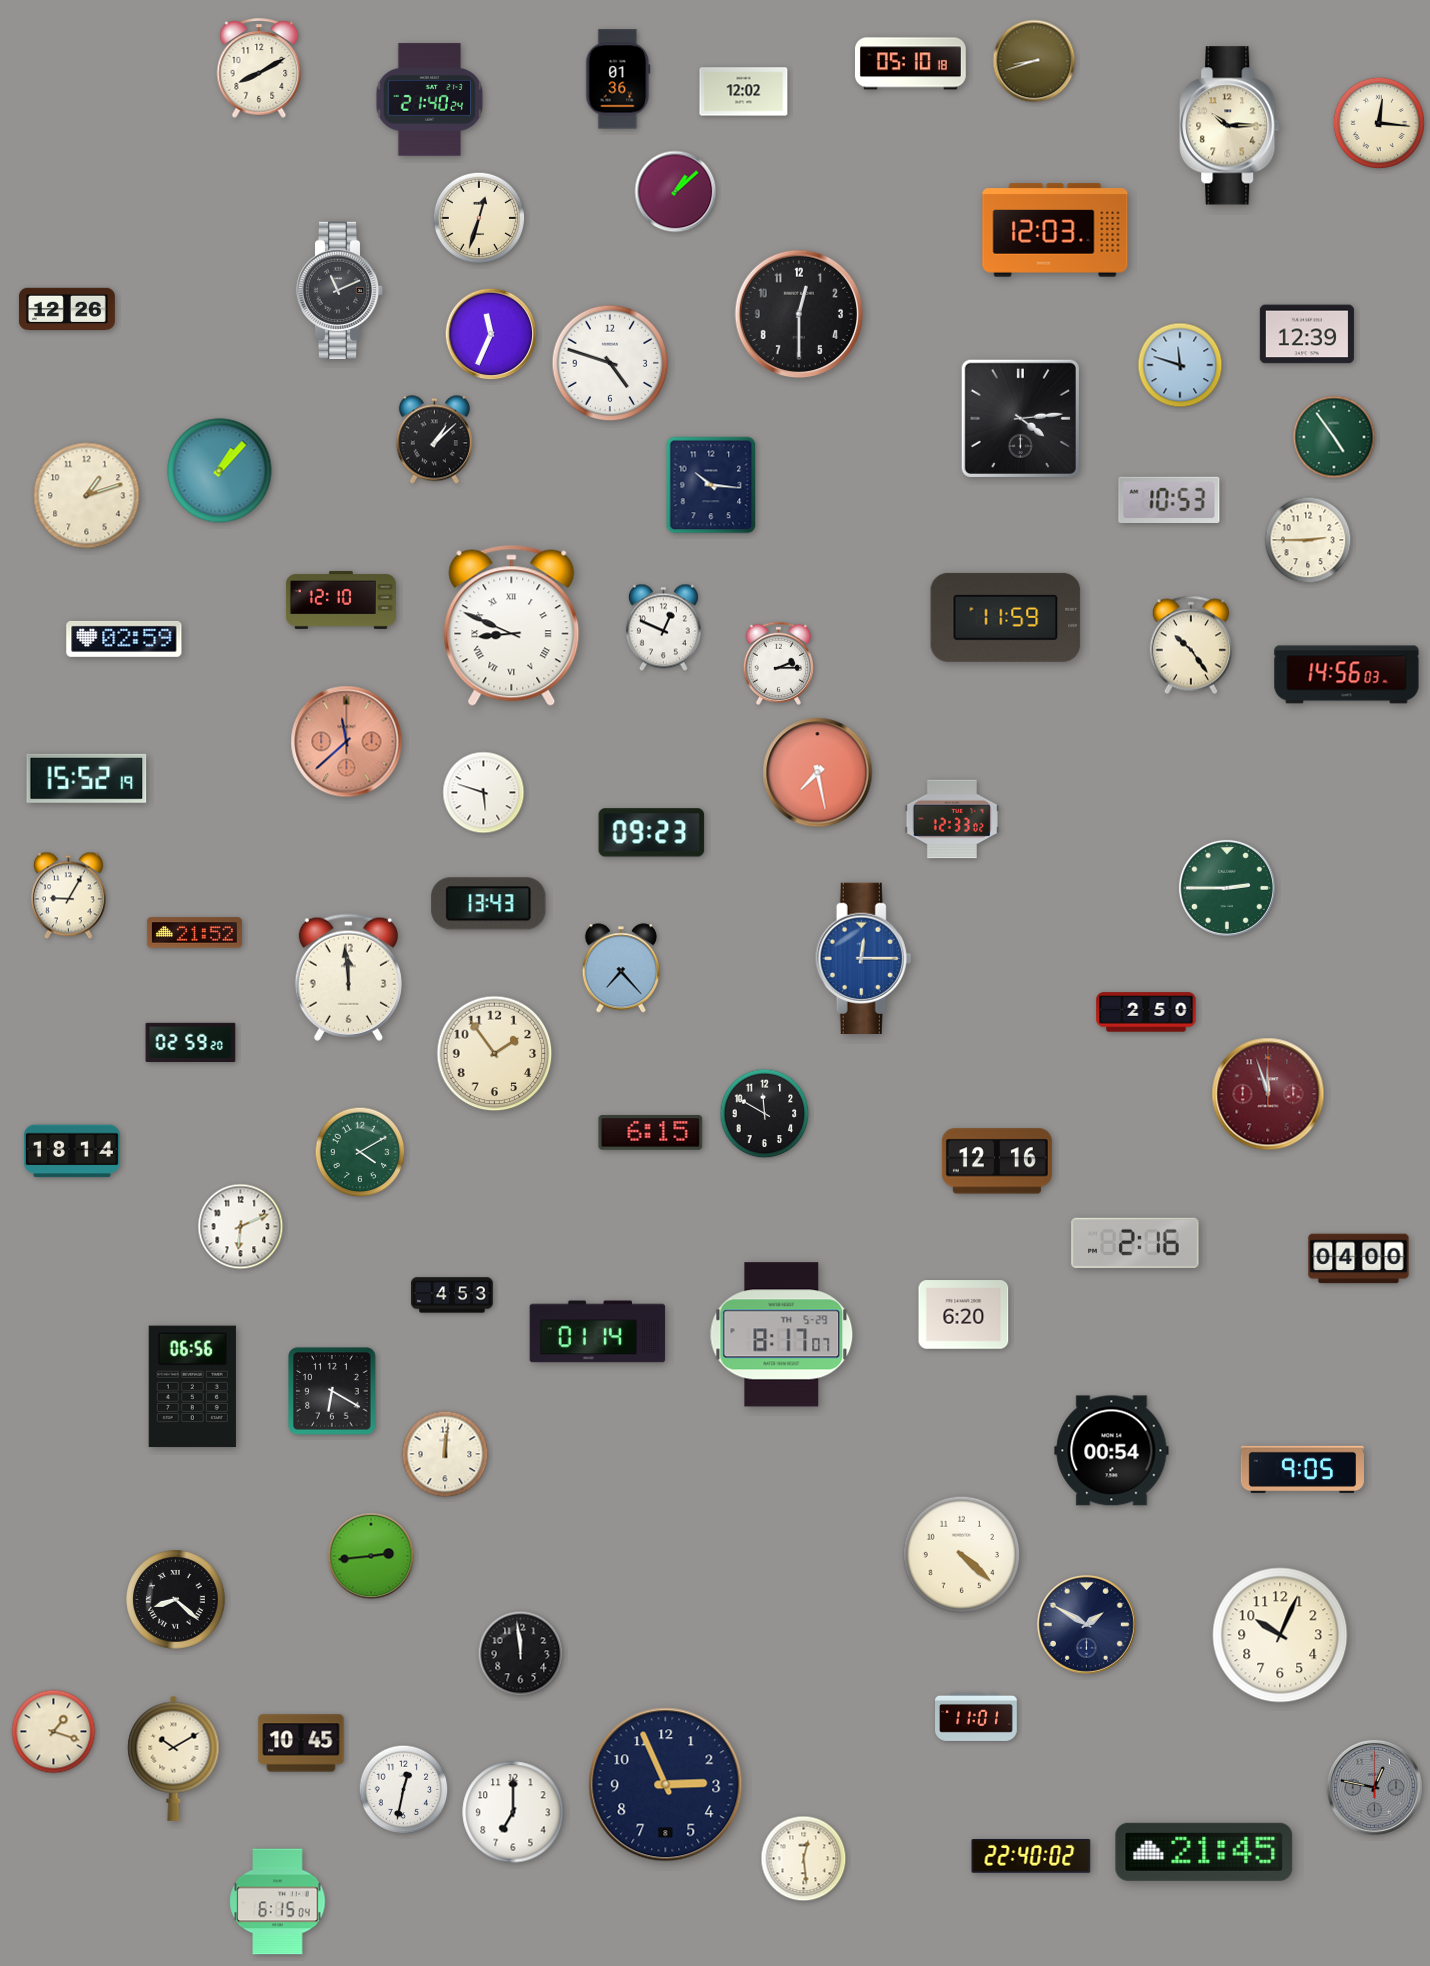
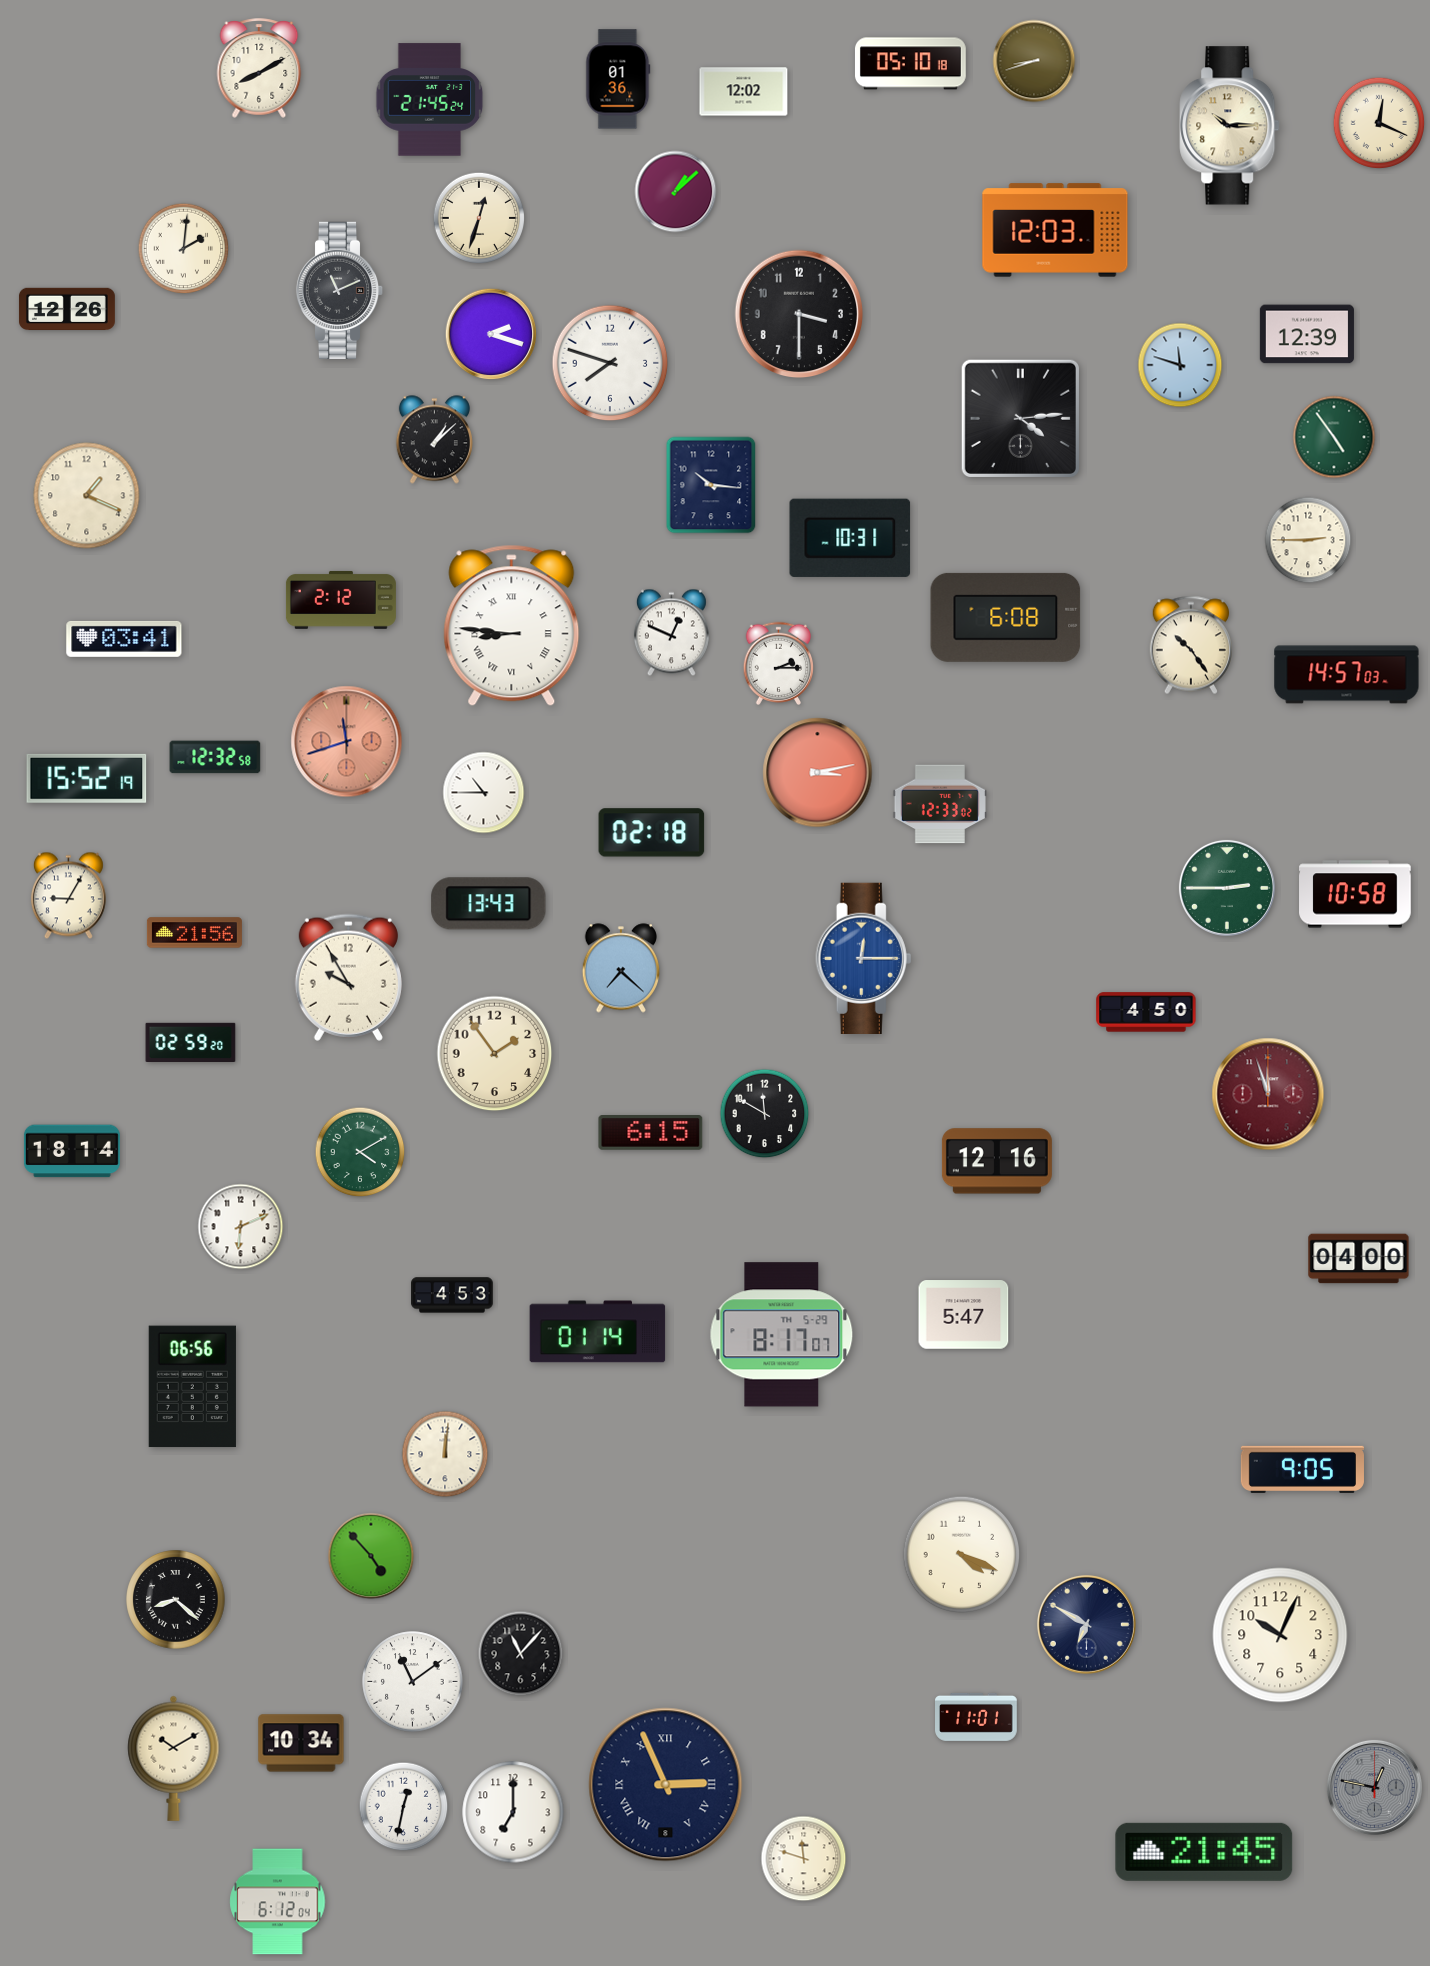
clock at (430, 100): 21:40 -> 21:45
clock at (1379, 123): 12:16 -> 12:19
clock at (184, 249): none -> 2:01
clock at (799, 314): 12:30 -> 3:30
clock at (491, 334): 11:34 -> 2:18
clock at (610, 363): 4:48 -> 7:48
clock at (220, 471): 1:07 -> none
clock at (87, 496): 1:12 -> 1:19
clock at (1169, 499): 10:53 -> none
clock at (850, 538): none -> 10:31
clock at (341, 600): 12:10 -> 2:12
clock at (1006, 617): 11:59 -> 6:08
clock at (512, 626): 8:49 -> 8:46
clock at (663, 628) position: (663, 628) -> (671, 633)
clock at (124, 639): 02:59 -> 03:41
clock at (1347, 675): 14:56 -> 14:57
clock at (347, 742): 11:38 -> 11:42
clock at (215, 757): none -> 12:32
clock at (818, 773): 7:28 -> 3:13
clock at (484, 793): 5:48 -> 10:45
clock at (952, 819) position: (952, 819) -> (940, 804)
clock at (652, 833): 09:23 -> 02:18
clock at (1355, 894): none -> 10:58
clock at (194, 933): 21:52 -> 21:56
clock at (620, 968): 7:23 -> 7:22
clock at (348, 977): 11:59 -> 9:55
clock at (1146, 1012): 2:50 -> 4:50
clock at (1135, 1243): 2:16 -> none
clock at (964, 1315): 6:20 -> 5:47
clock at (332, 1391): 6:20 -> none
clock at (1112, 1451): 00:54 -> none
clock at (962, 1555): 4:22 -> 4:19
clock at (371, 1556): 2:44 -> 4:53
clock at (1086, 1624): 1:50 -> 6:50
clock at (521, 1654): 11:59 -> 11:07
clock at (413, 1682): none -> 11:09
clock at (54, 1732): 1:18 -> none
clock at (301, 1743): 10:45 -> 10:34
clock at (666, 1785) numerals: Arabic -> Roman
clock at (404, 1790) position: (404, 1790) -> (404, 1807)
clock at (1031, 1857): 22:40 -> none
clock at (804, 1859): 12:29 -> 11:48
clock at (278, 1902): 6:15 -> 6:12
